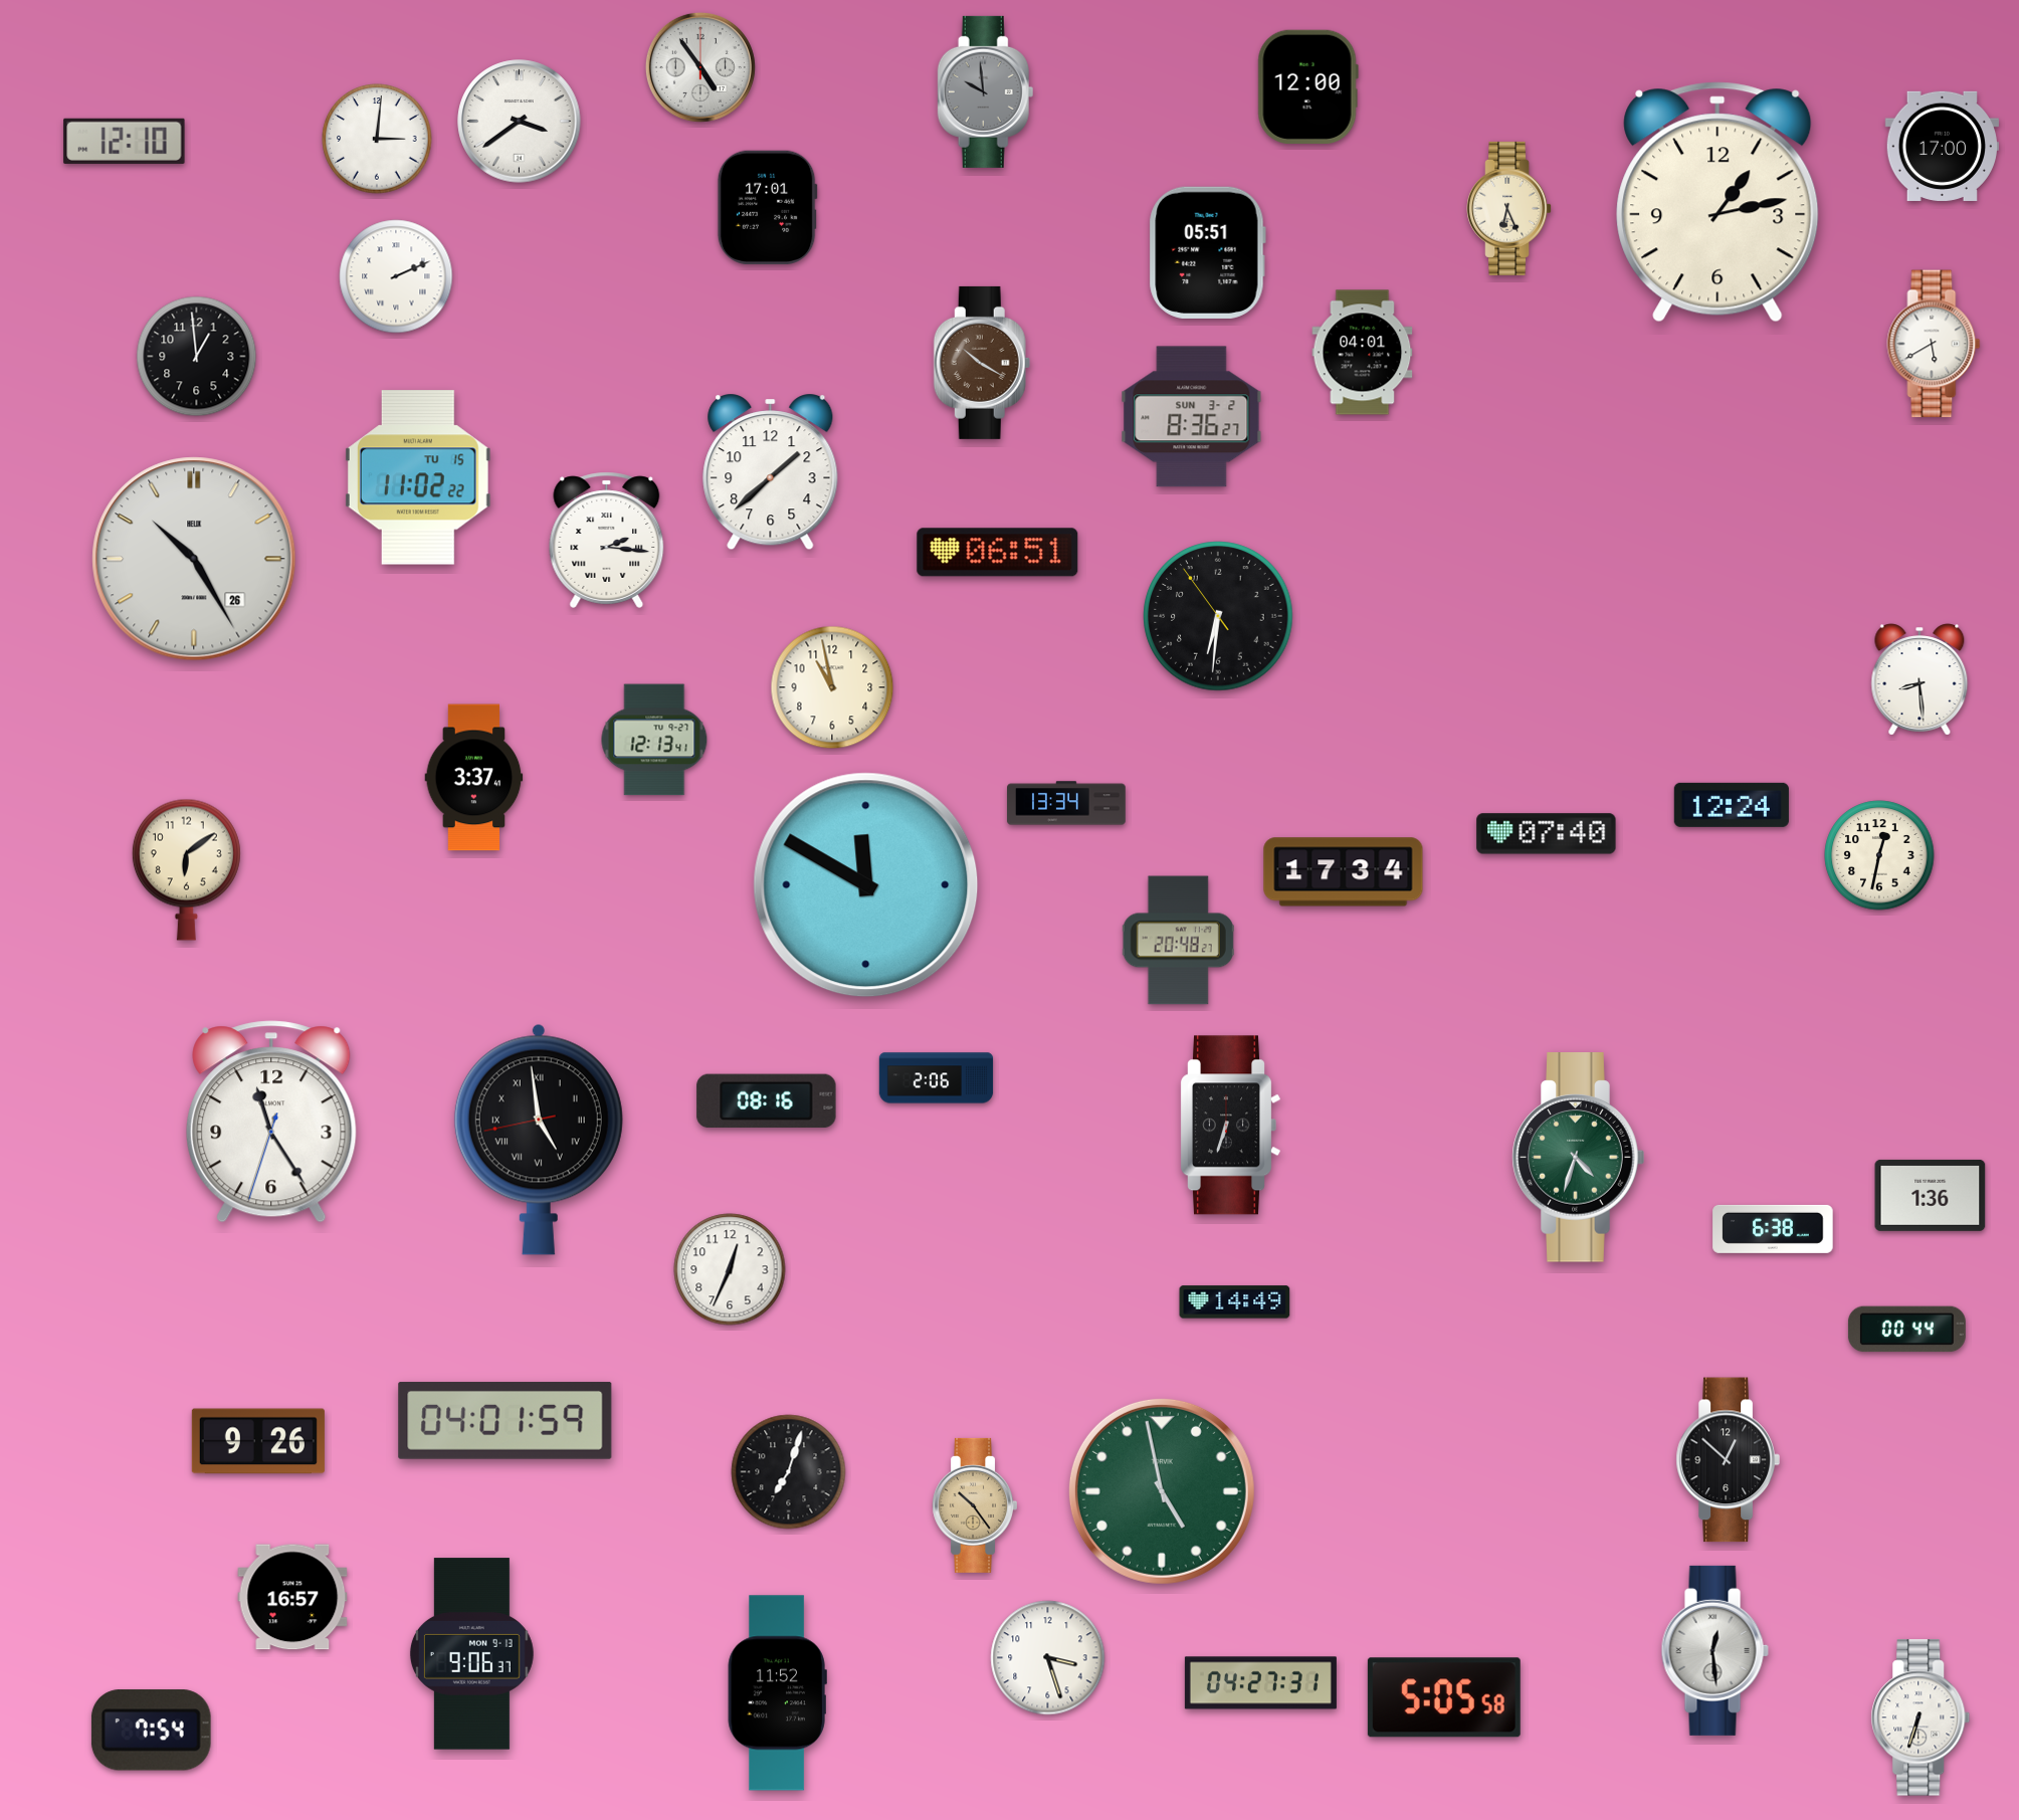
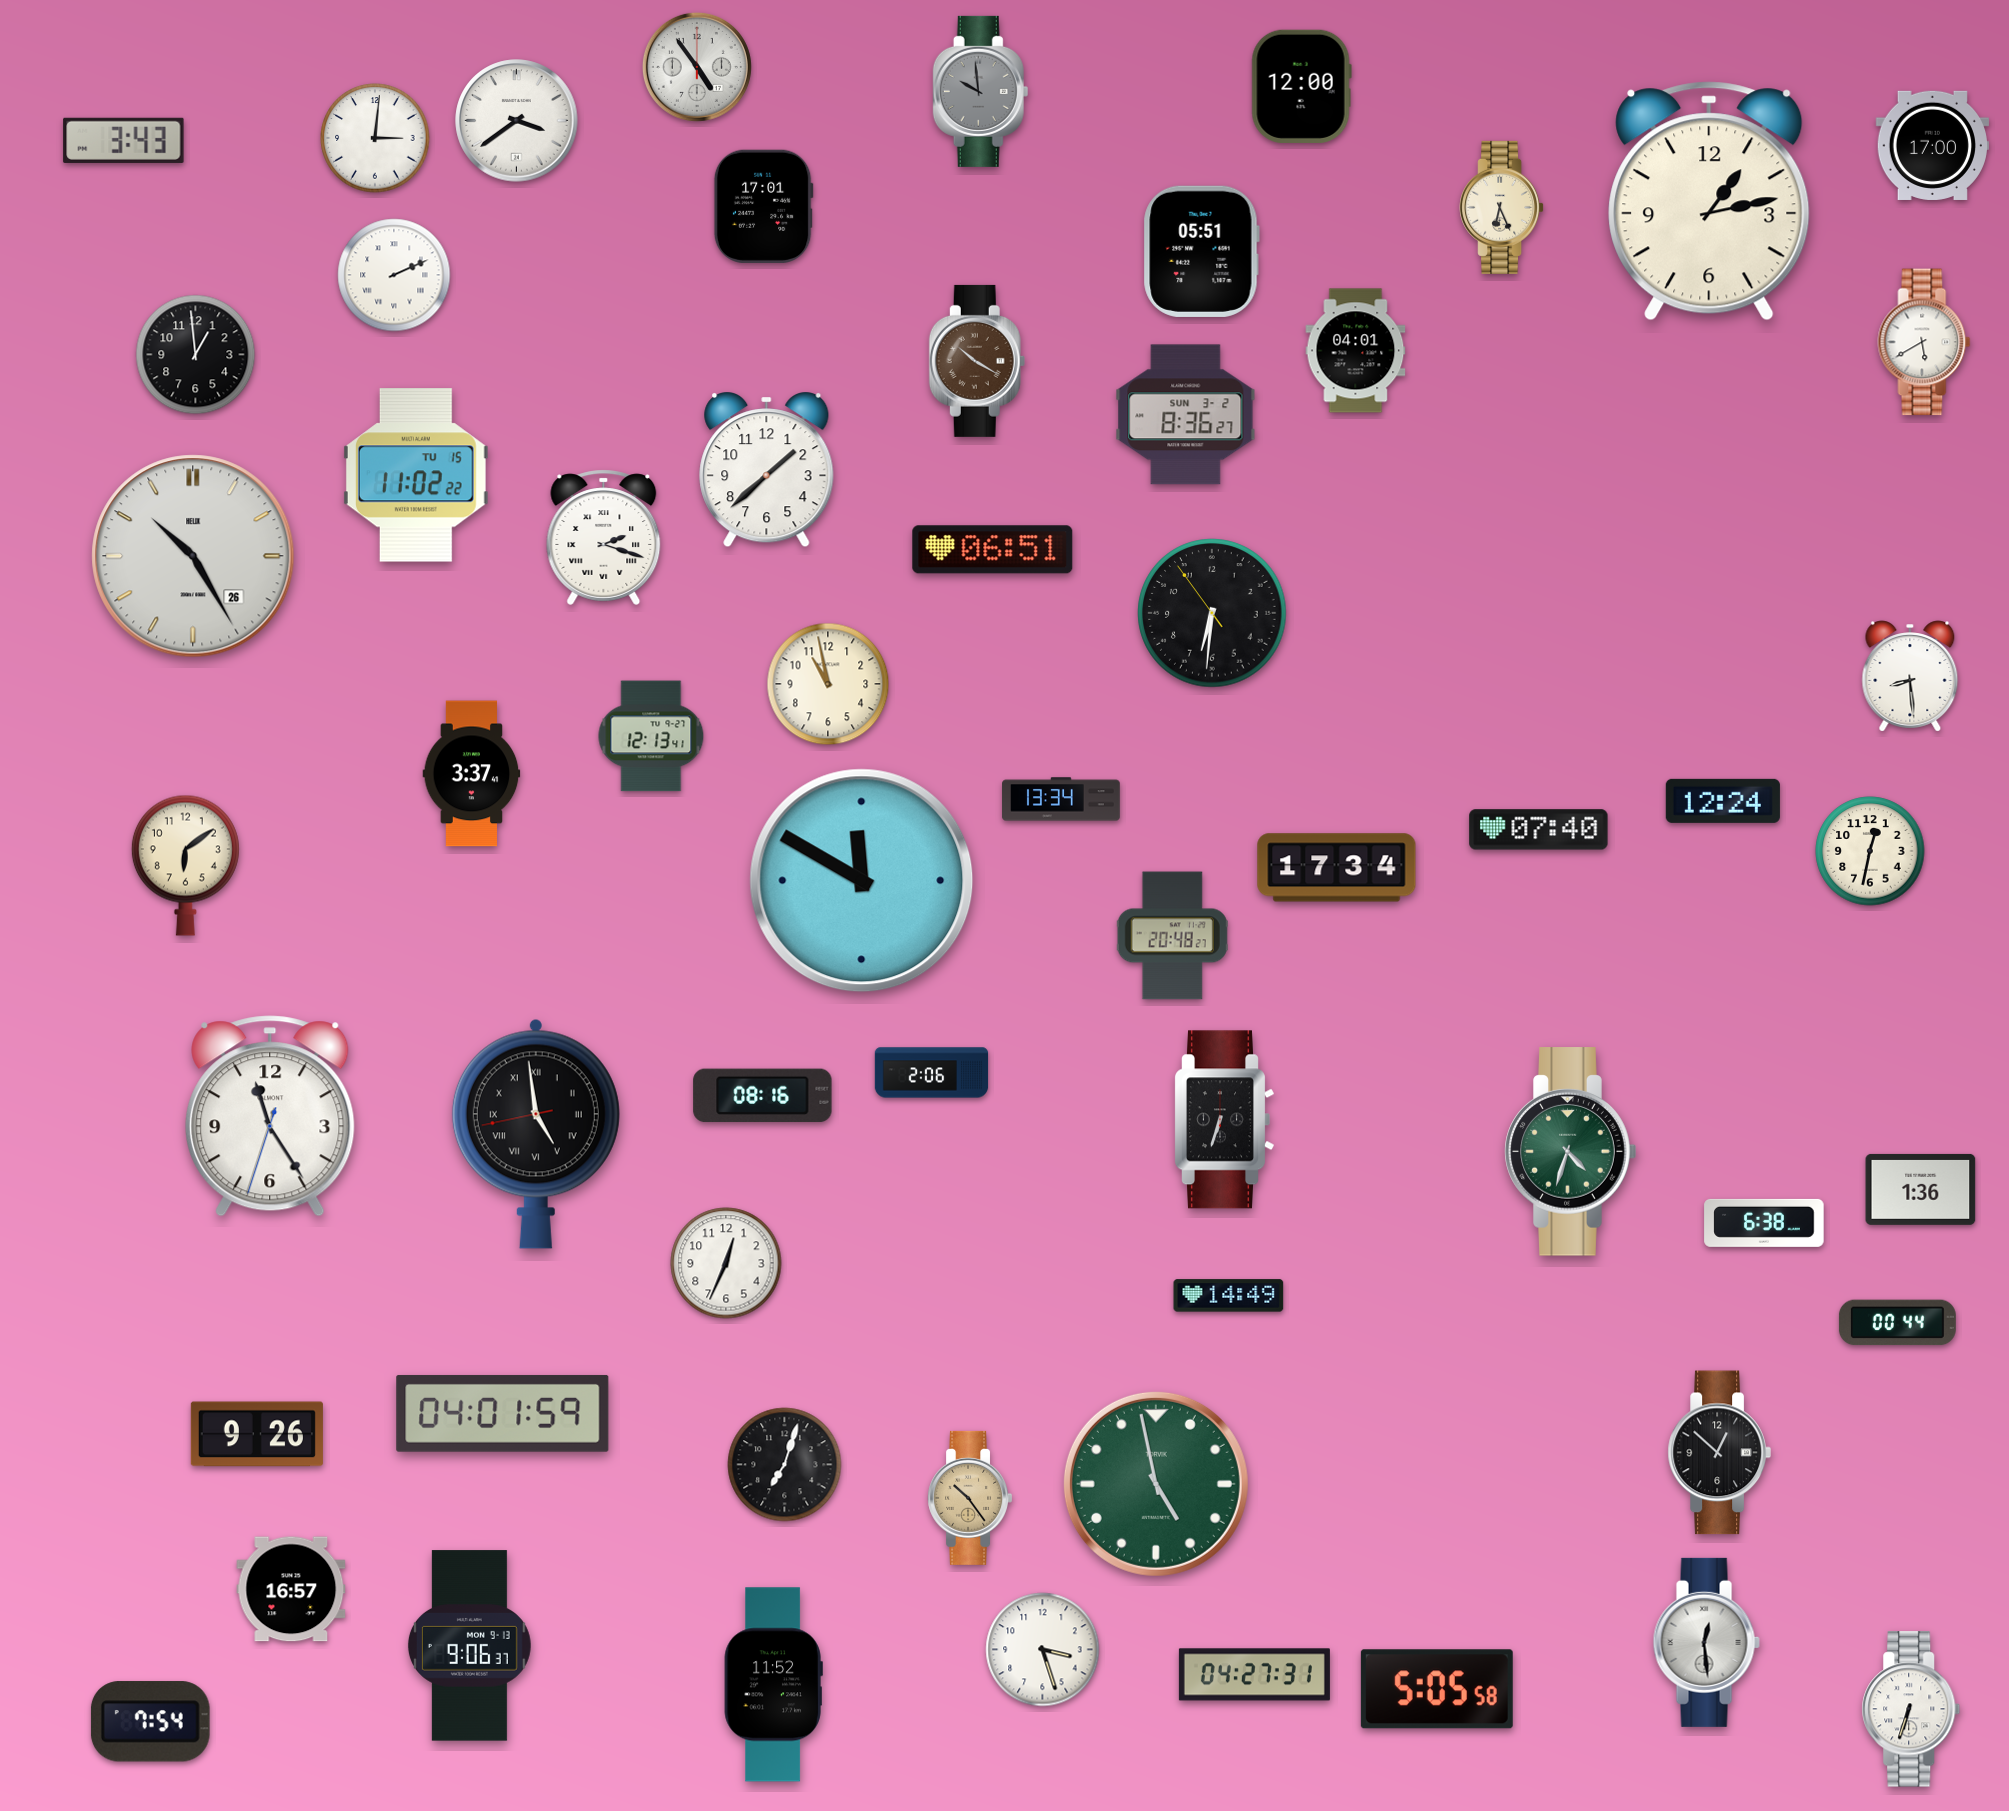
clock at (125, 141): 12:10 -> 3:43
clock at (607, 540): 2:16 -> 2:18
